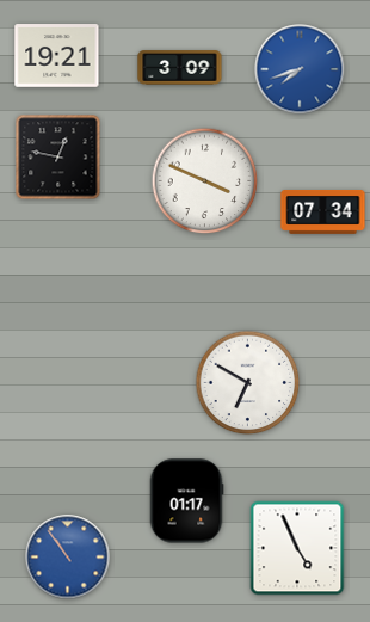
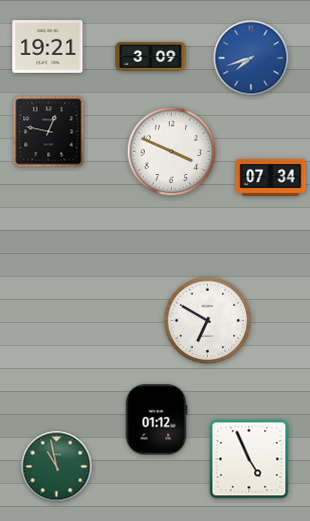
clock at (186, 501): 01:17 -> 01:12
clock at (68, 558): 10:54 -> 10:58
clock at (68, 558) dial: blue -> green
